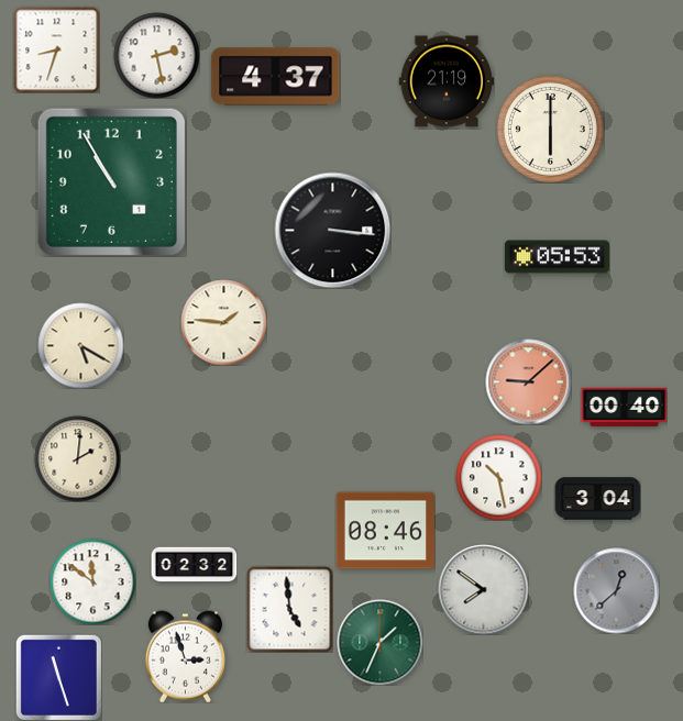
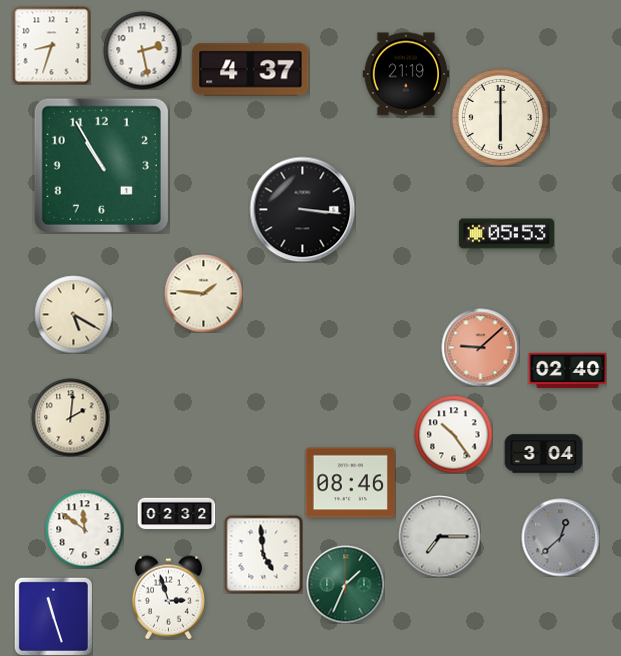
clock at (624, 408): 00:40 -> 02:40
clock at (498, 477): 10:28 -> 10:24
clock at (483, 589): 7:51 -> 7:15
